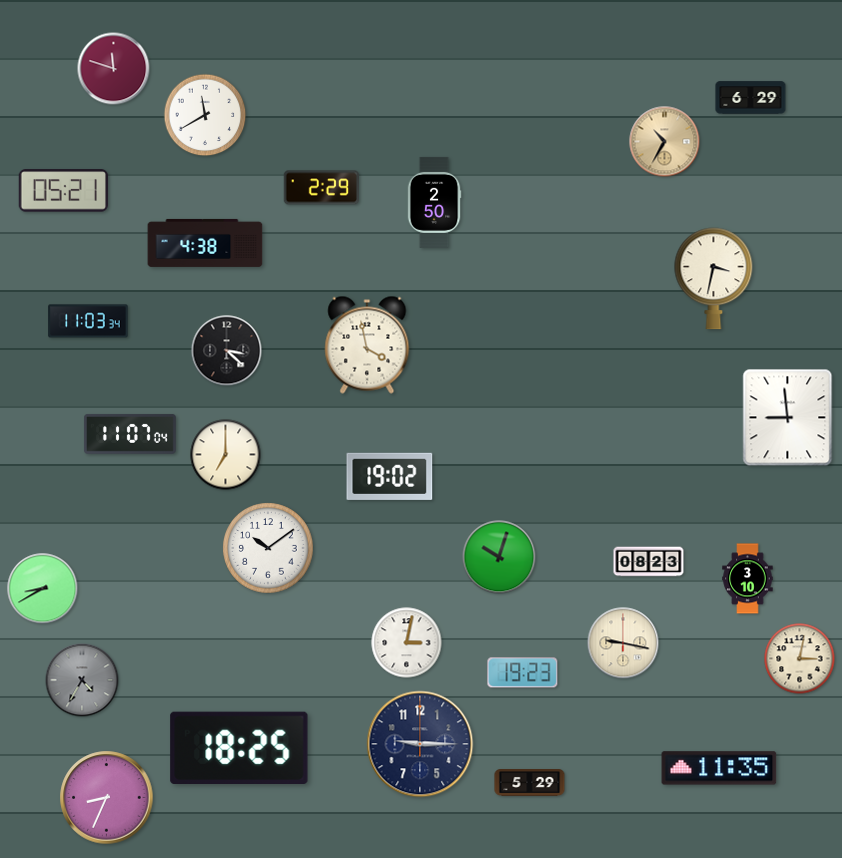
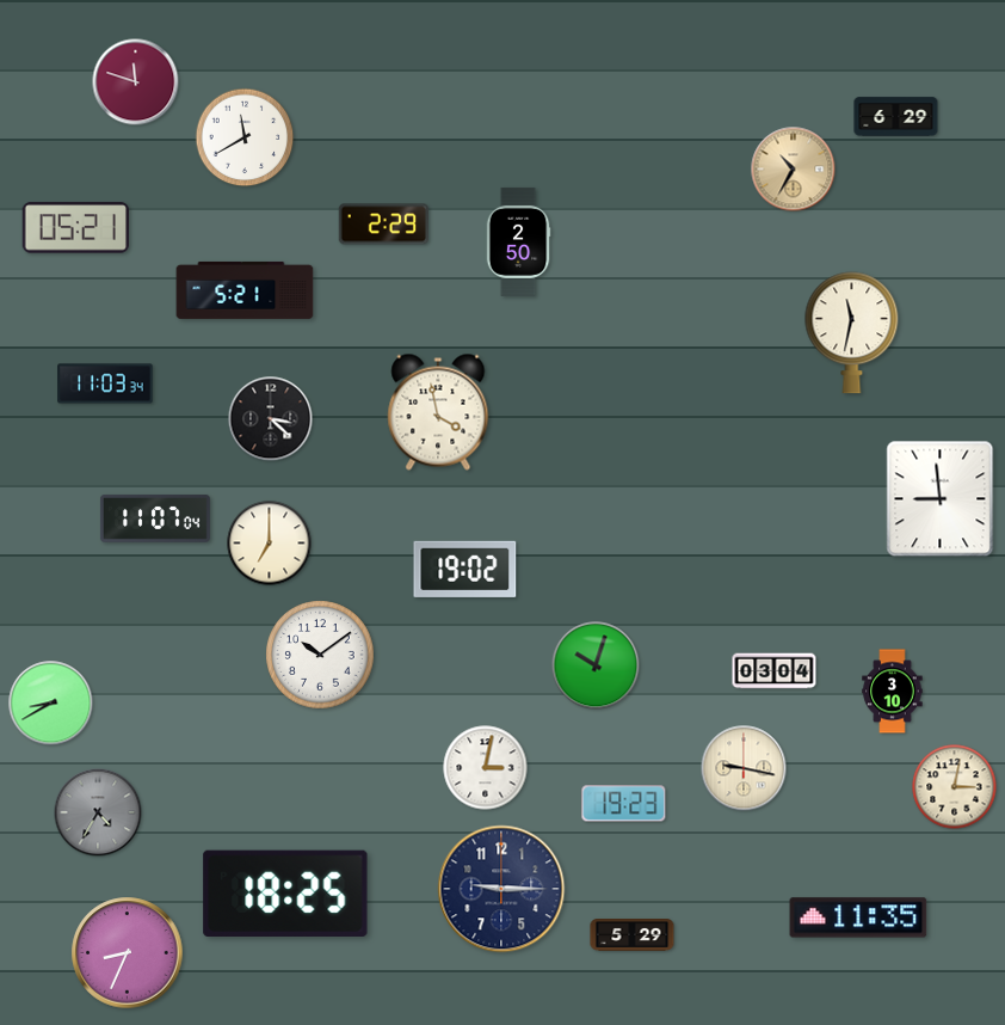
clock at (205, 243): 4:38 -> 5:21
clock at (714, 279): 3:32 -> 11:32
clock at (649, 562): 08:23 -> 03:04
